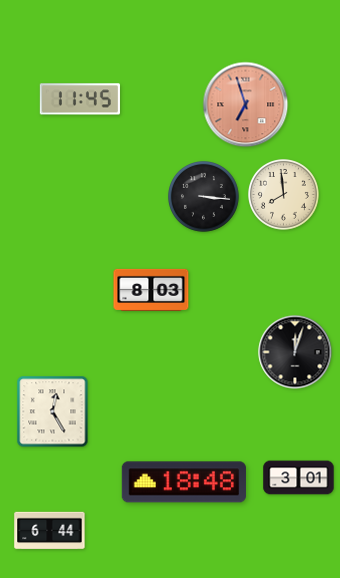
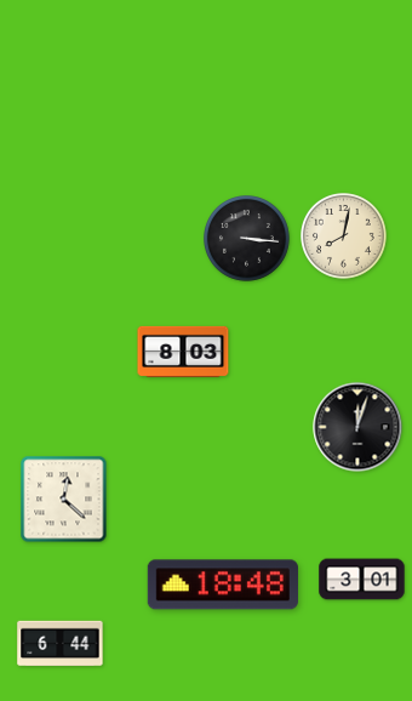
clock at (80, 99): 11:45 -> none
clock at (246, 105): 6:57 -> none
clock at (284, 195): 7:59 -> 8:02
clock at (53, 412): 12:25 -> 12:22
